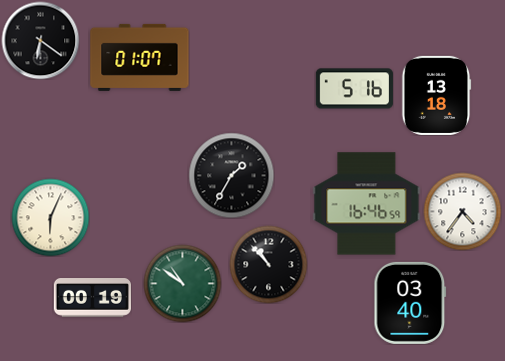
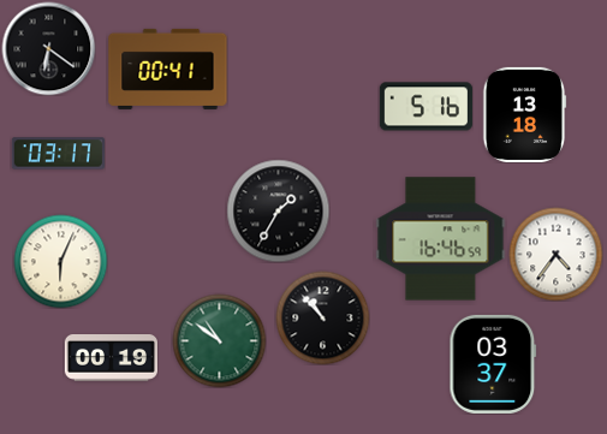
clock at (140, 57): 01:07 -> 00:41
clock at (58, 154): none -> 03:17
clock at (367, 204) position: (367, 204) -> (441, 239)
clock at (410, 303): 03:40 -> 03:37
